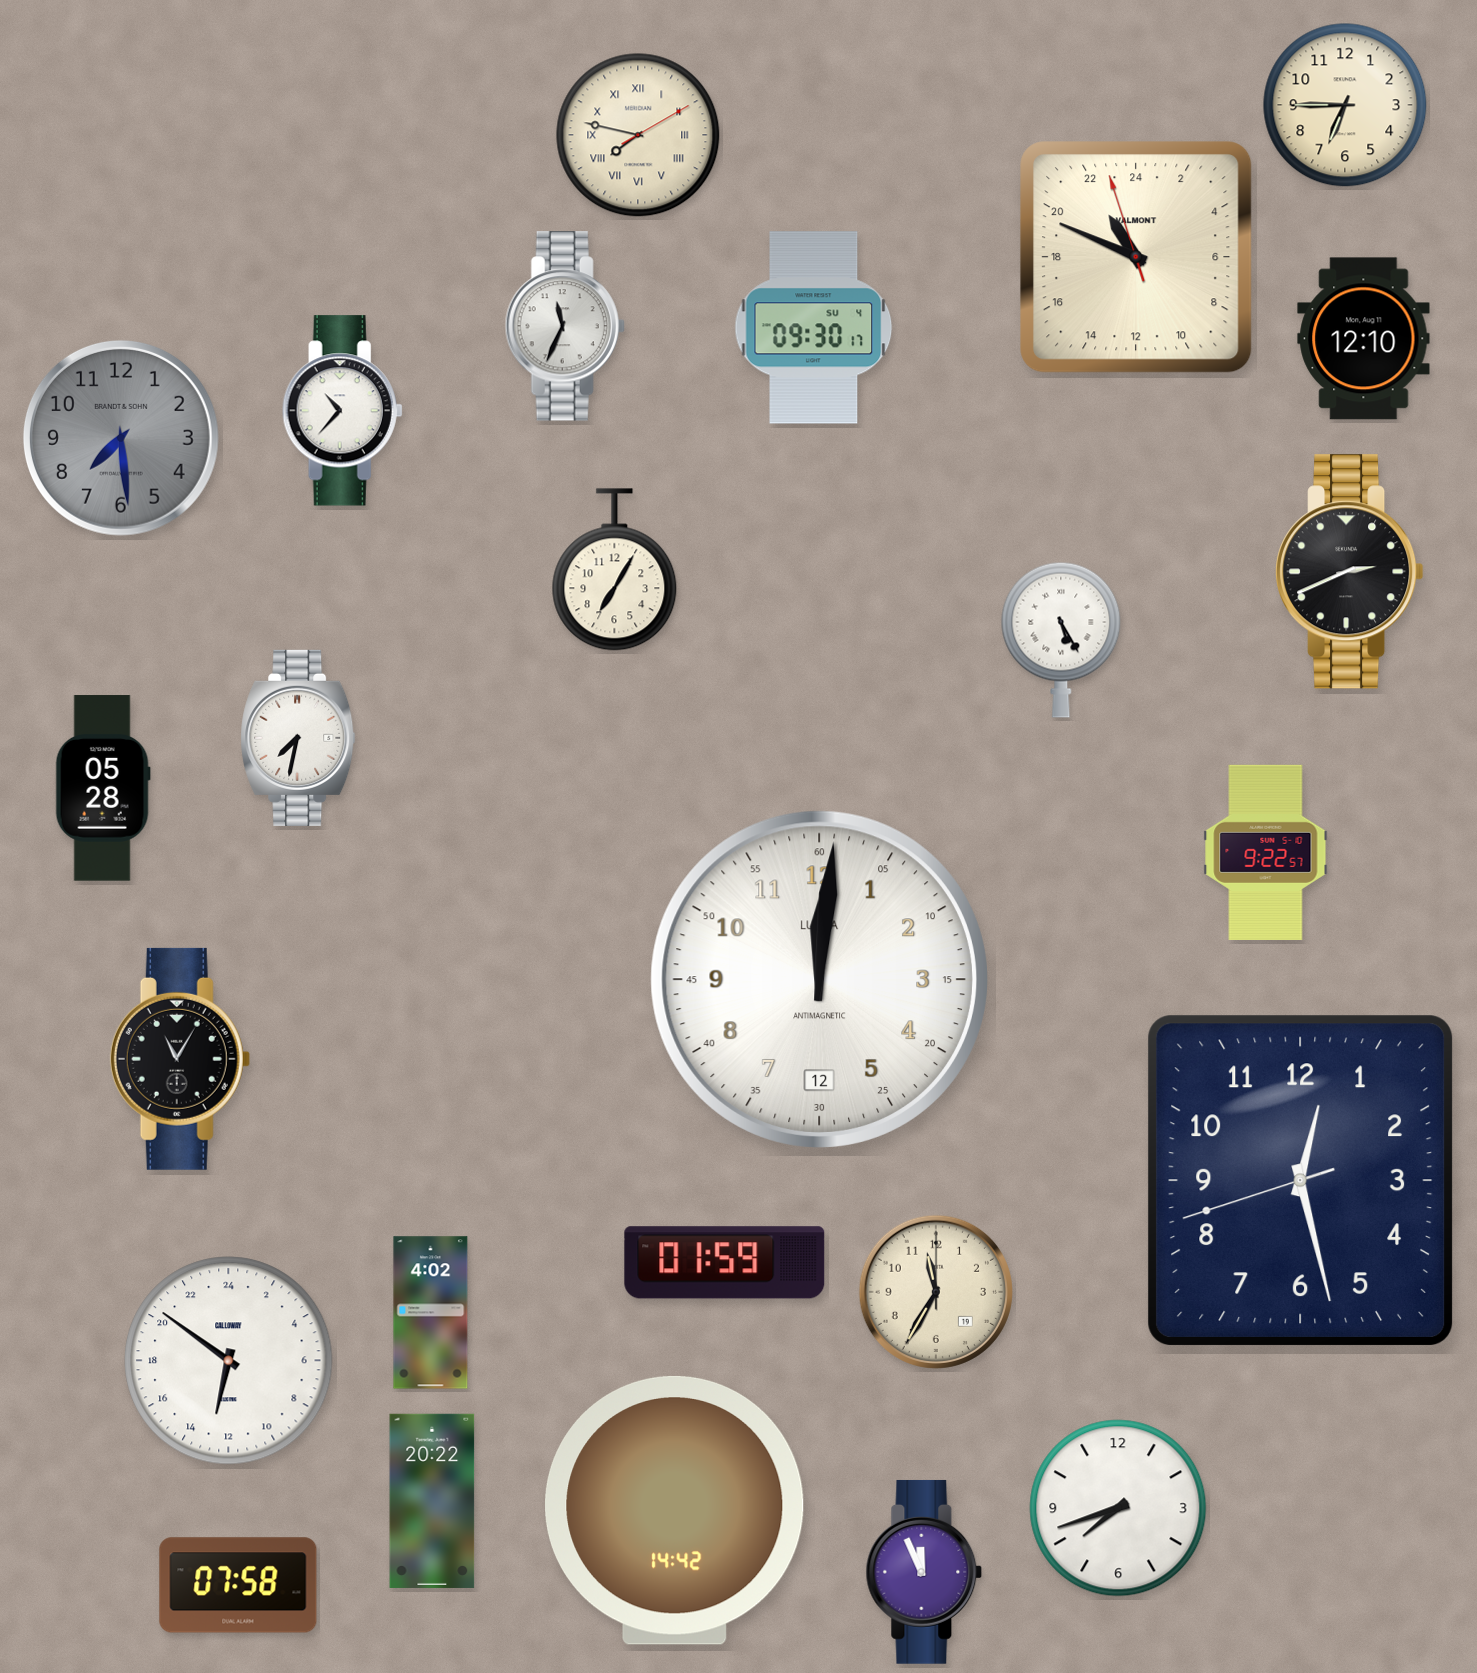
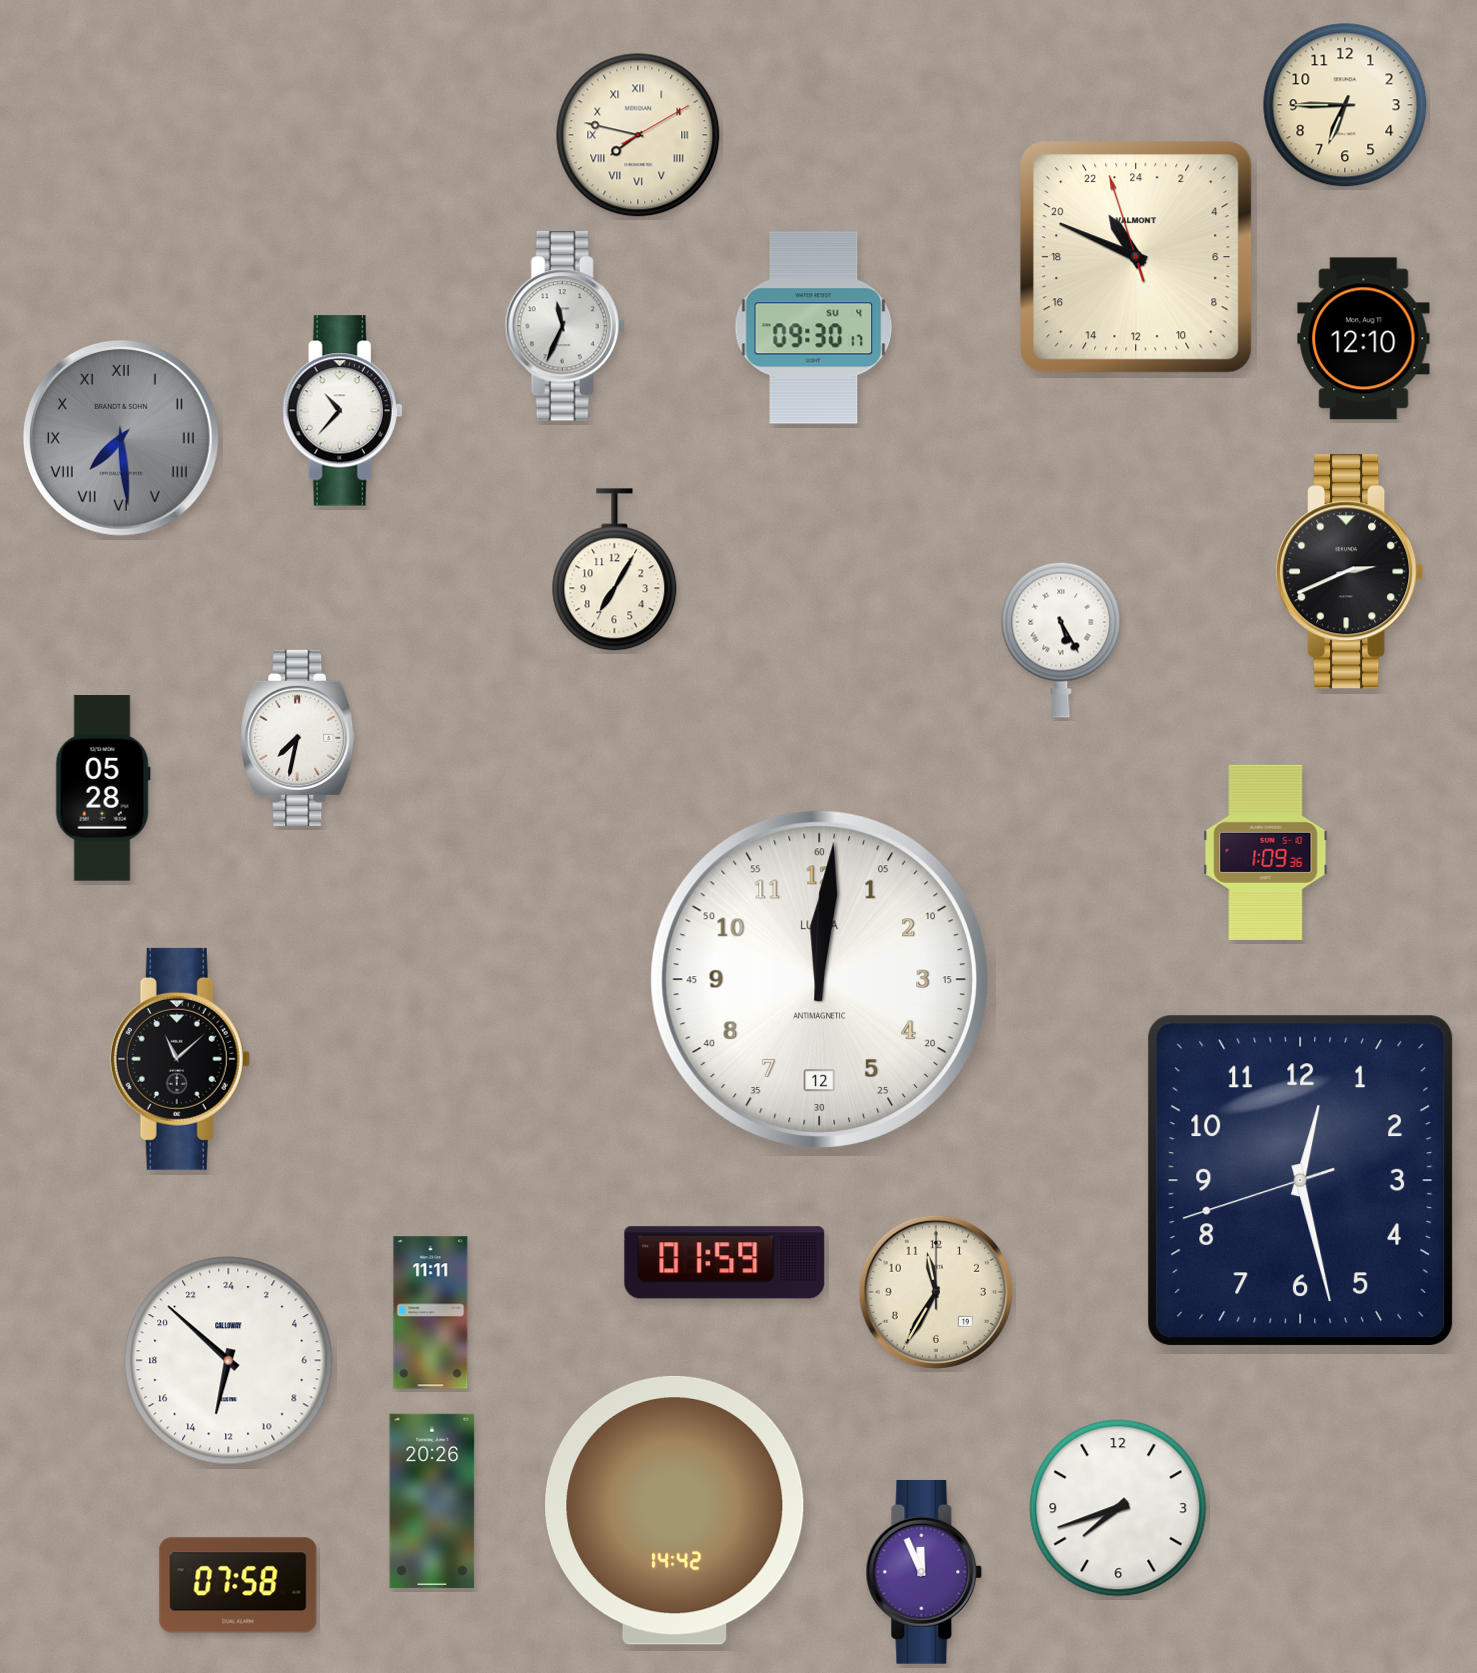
clock at (121, 438) numerals: Arabic -> Roman
clock at (1266, 852): 9:22 -> 1:09
clock at (180, 1059): 11:05 -> 11:08
clock at (431, 1313): 4:02 -> 11:11
clock at (229, 1361): 12:51 -> 12:52
clock at (432, 1501): 20:22 -> 20:26
